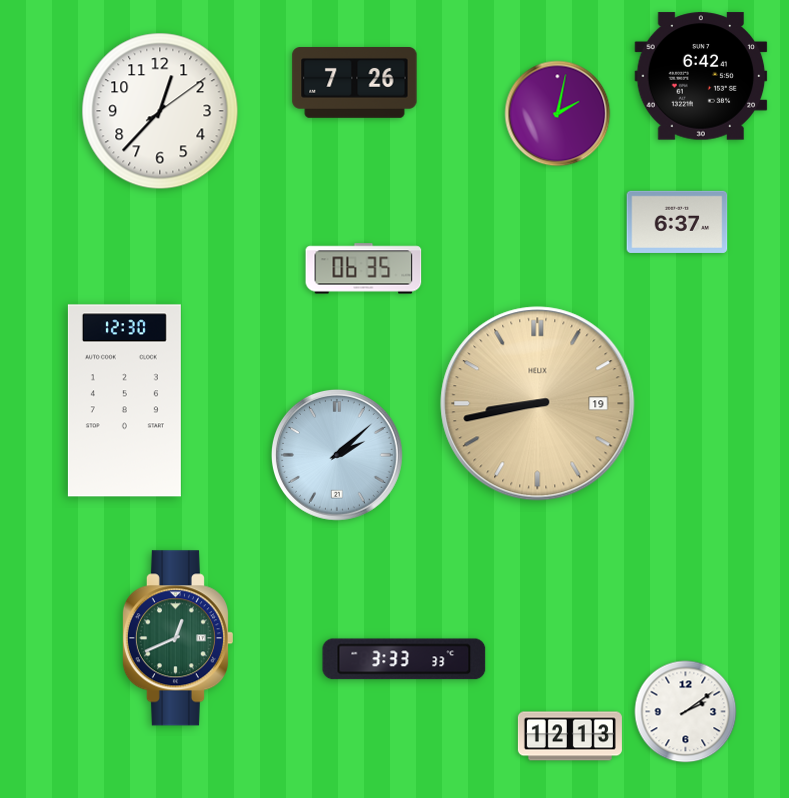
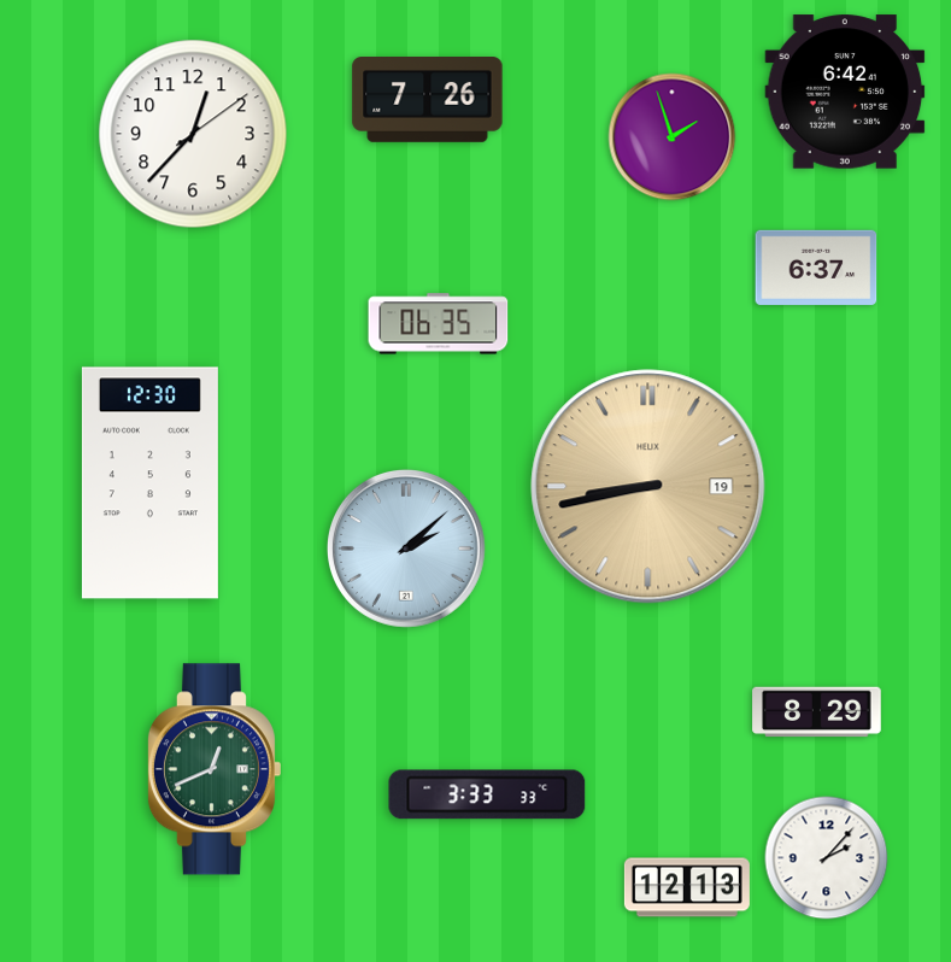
clock at (558, 114): 2:02 -> 1:57
clock at (817, 712): none -> 8:29
clock at (686, 712): 2:09 -> 2:07
